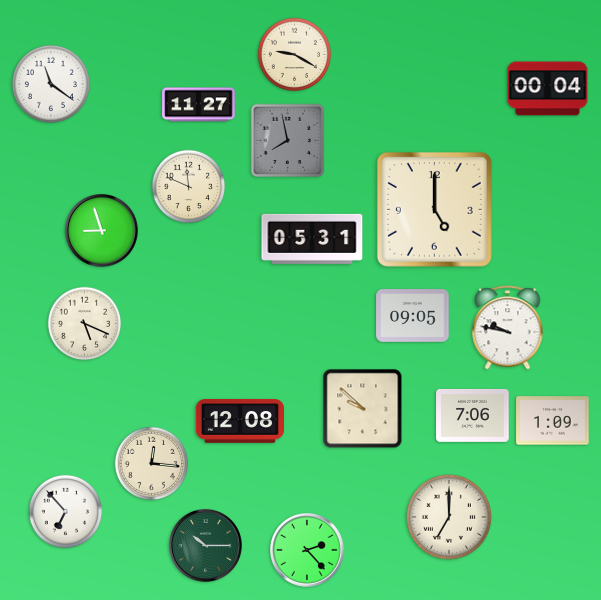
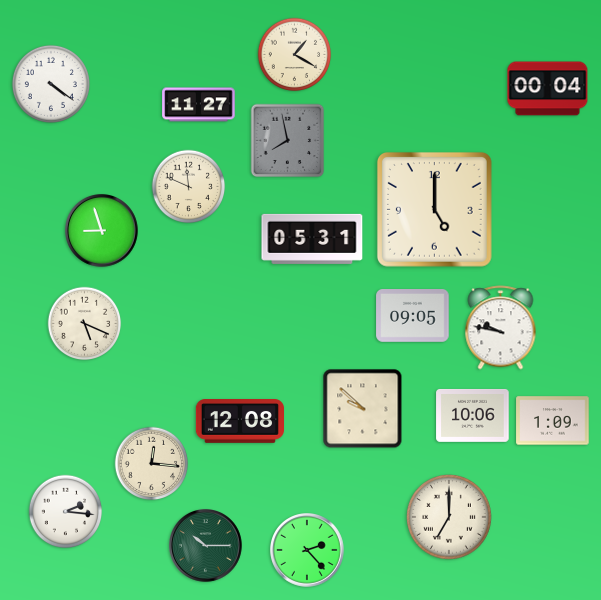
clock at (295, 55): 9:20 -> 1:20
clock at (51, 84): 11:21 -> 4:21
clock at (508, 328) position: (508, 328) -> (501, 328)
clock at (473, 415): 7:06 -> 10:06
clock at (66, 512): 6:53 -> 2:16
